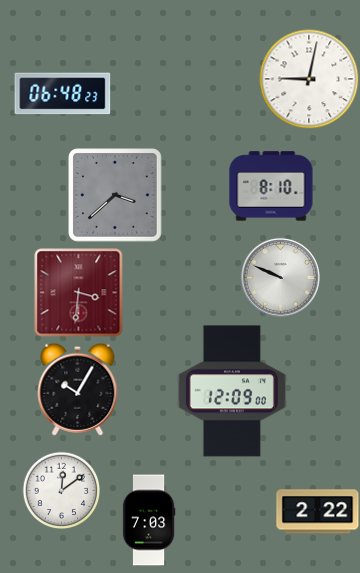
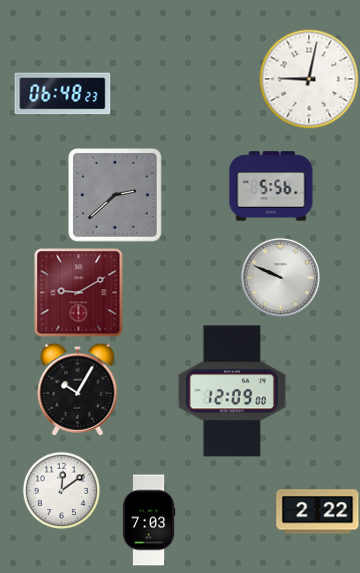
clock at (271, 186): 8:10 -> 5:56
clock at (115, 195): 3:38 -> 2:38
clock at (79, 293): 3:31 -> 9:10
